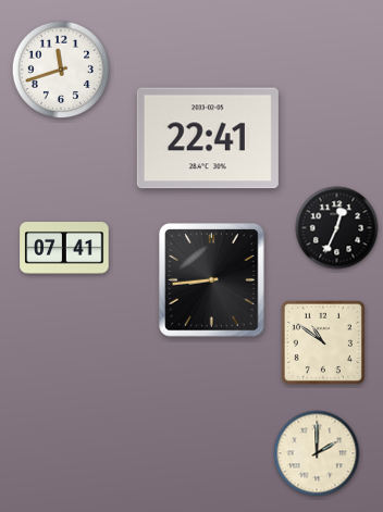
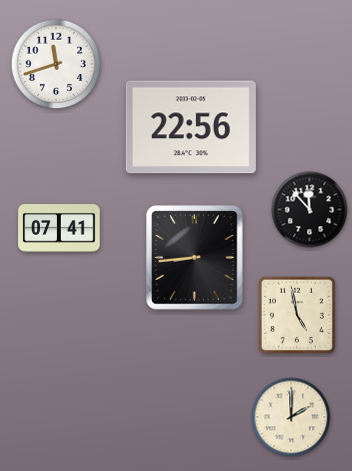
clock at (208, 138): 22:41 -> 22:56
clock at (337, 228): 12:34 -> 11:53
clock at (323, 342): 10:51 -> 4:58
